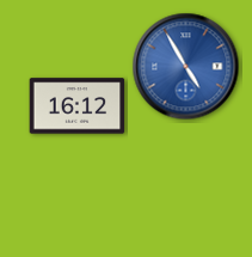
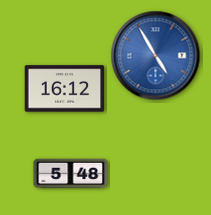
clock at (71, 174): none -> 5:48
